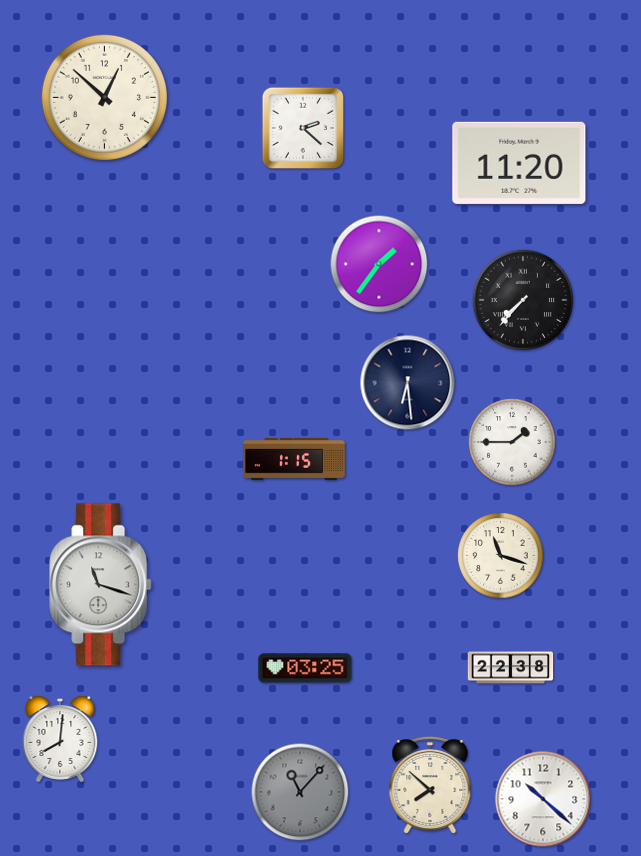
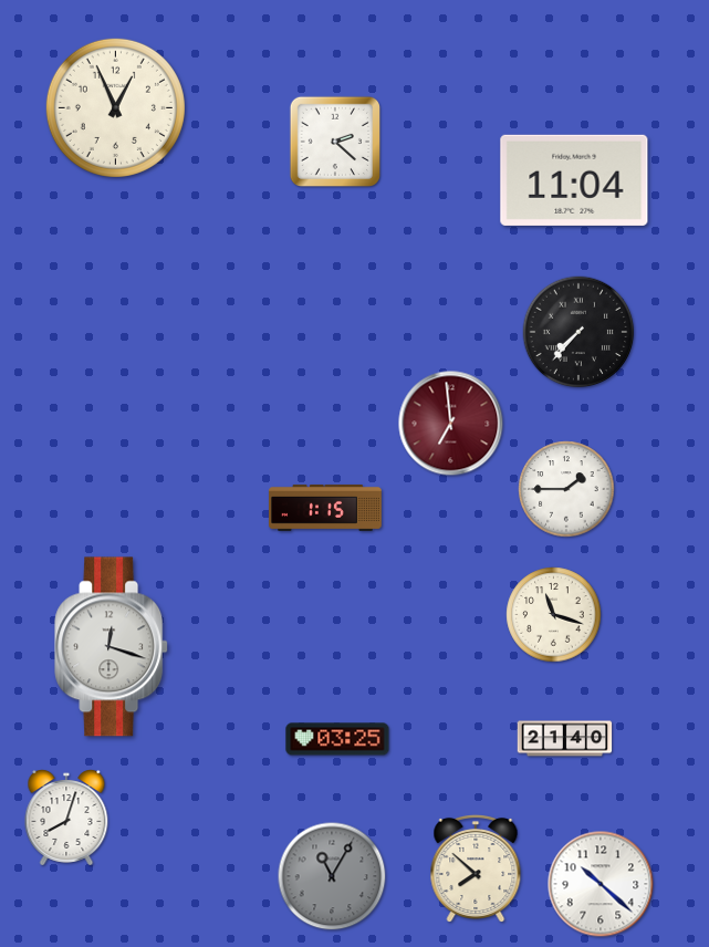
clock at (104, 97): 12:52 -> 12:56
clock at (519, 163): 11:20 -> 11:04
clock at (379, 264): 1:36 -> none
clock at (408, 383): 6:29 -> 6:59
clock at (408, 383) dial: navy -> burgundy
clock at (101, 585): 11:18 -> 12:18
clock at (511, 668): 22:38 -> 21:40
clock at (60, 739): 8:01 -> 8:03
clock at (300, 792): 11:07 -> 11:05
